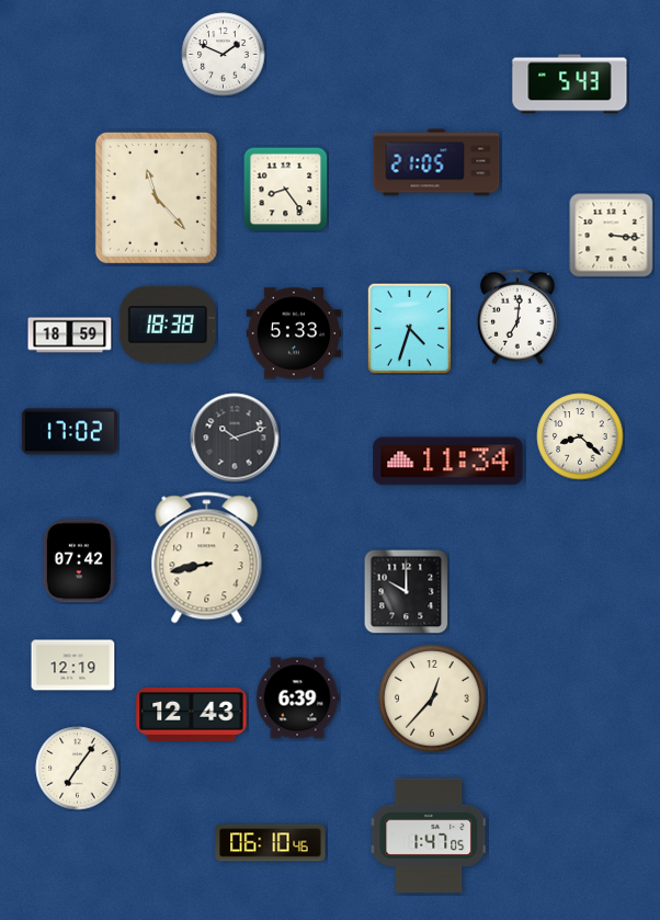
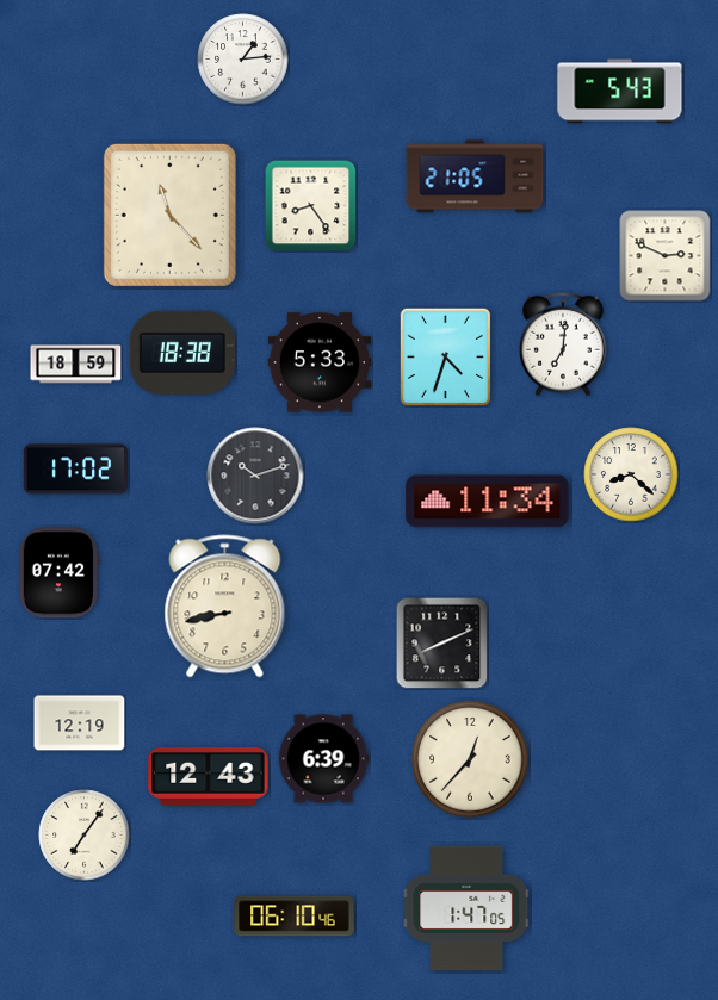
clock at (224, 55): 1:49 -> 1:14
clock at (612, 236): 3:16 -> 2:49
clock at (78, 561) position: (78, 561) -> (57, 573)
clock at (406, 591): 10:00 -> 8:11
